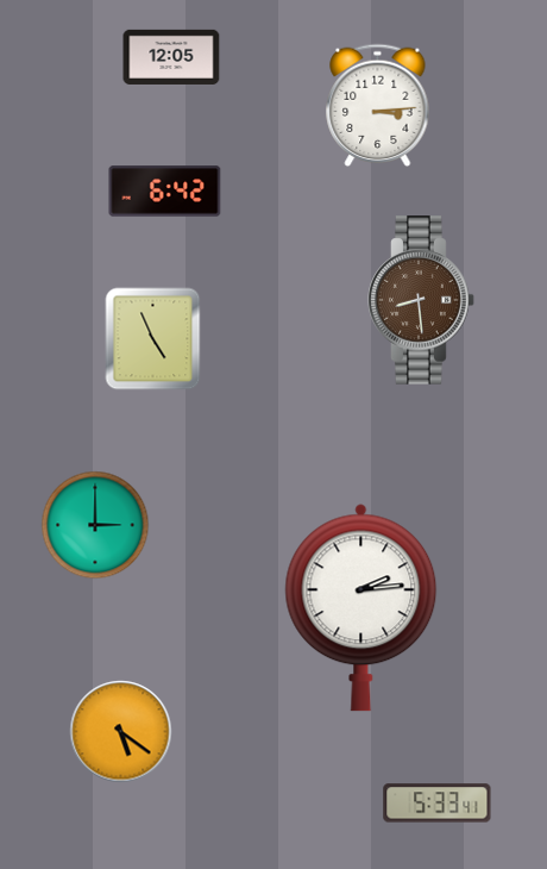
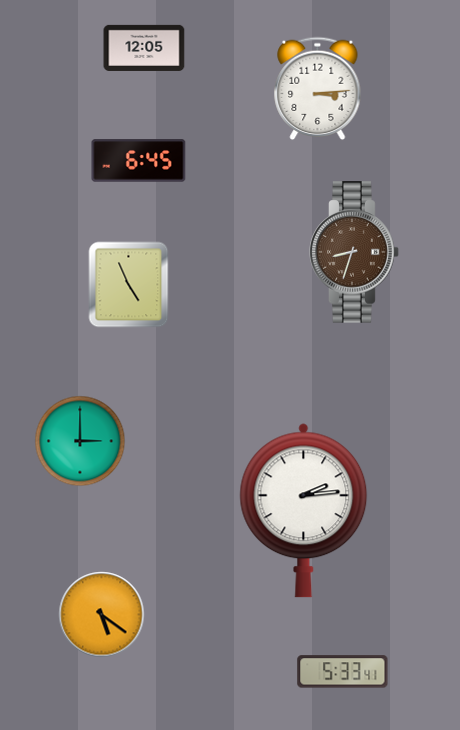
clock at (165, 192): 6:42 -> 6:45
clock at (421, 300): 8:29 -> 8:33
clock at (438, 804) position: (438, 804) -> (343, 672)
